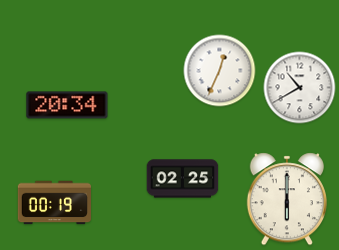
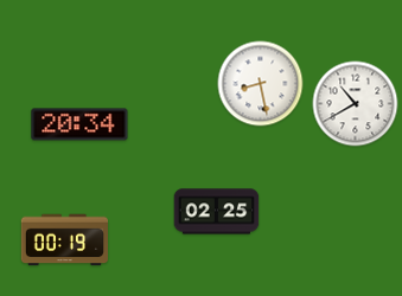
clock at (220, 71): 12:34 -> 8:28
clock at (286, 199): 6:00 -> none
